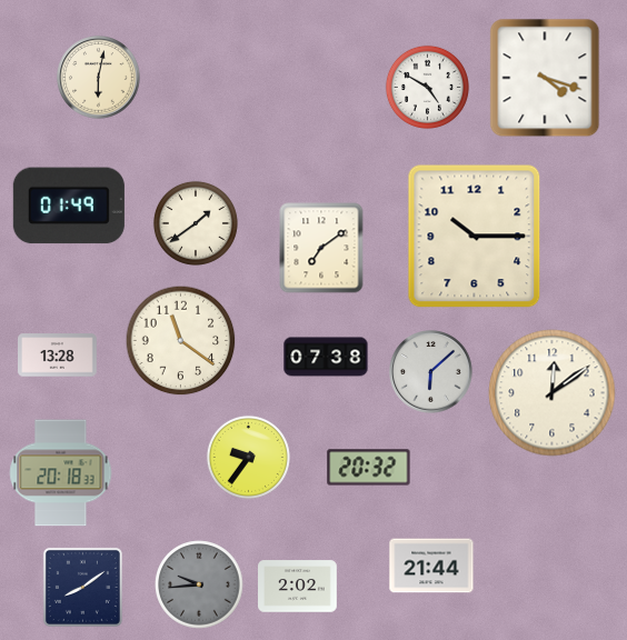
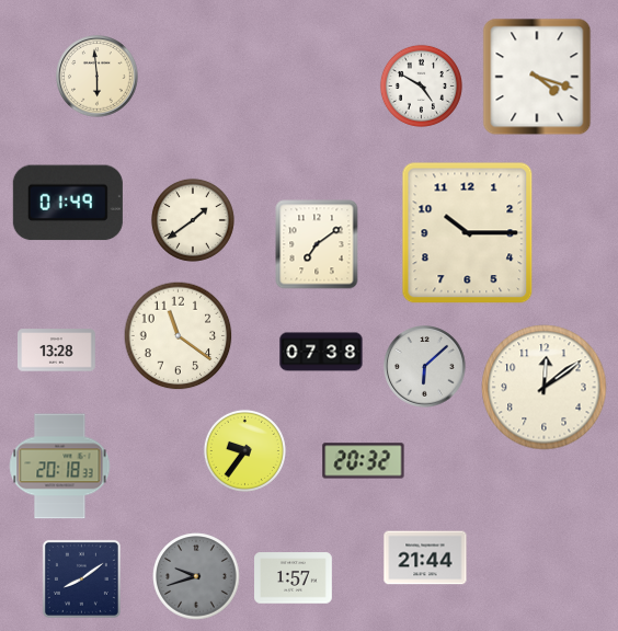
clock at (99, 78): 6:02 -> 5:59
clock at (199, 584): 9:44 -> 9:42
clock at (298, 587): 2:02 -> 1:57
